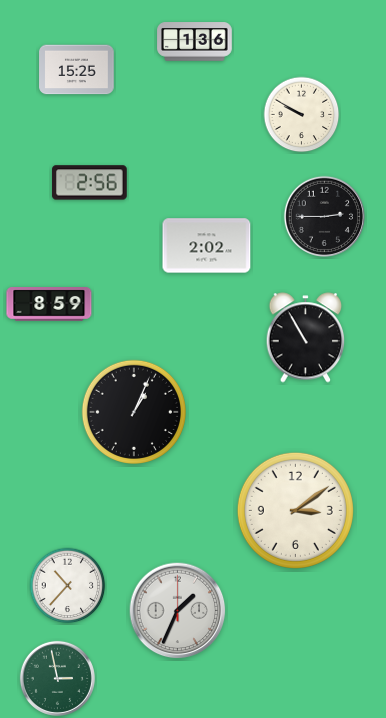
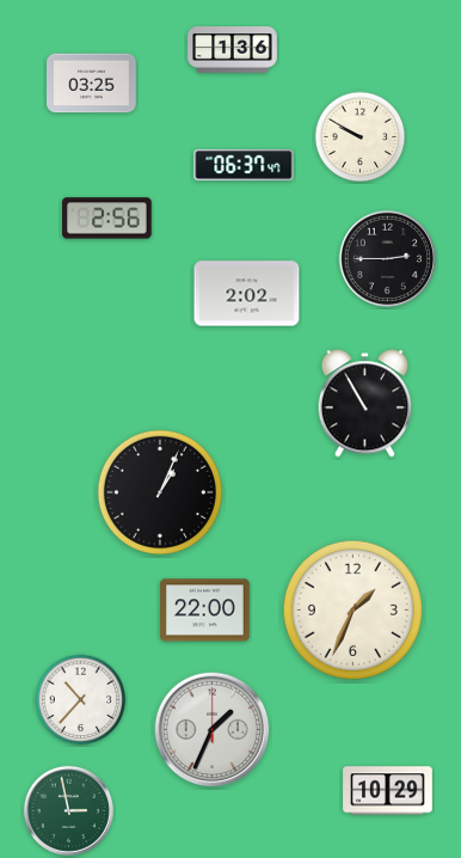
clock at (77, 70): 15:25 -> 03:25
clock at (244, 165): none -> 06:37
clock at (49, 304): 8:59 -> none
clock at (295, 510): 3:09 -> 1:34
clock at (205, 611): none -> 22:00
clock at (388, 791): none -> 10:29
